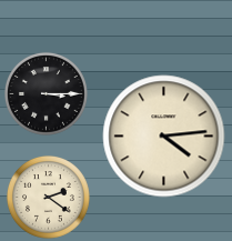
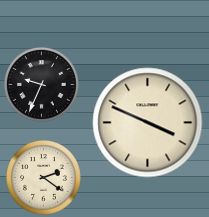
clock at (47, 94): 3:15 -> 9:34
clock at (164, 137): 4:14 -> 3:49
